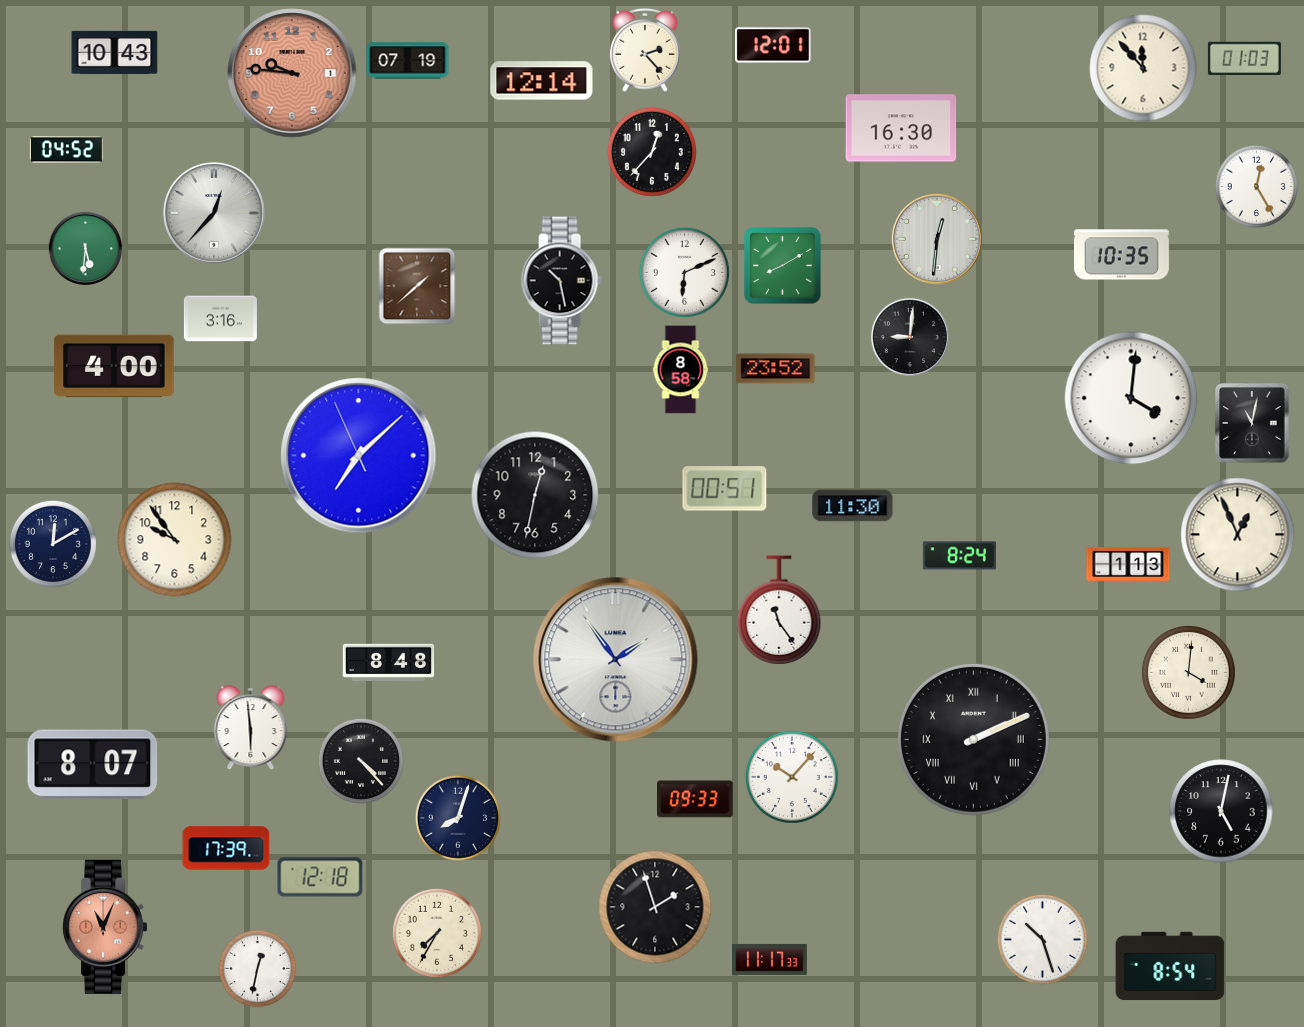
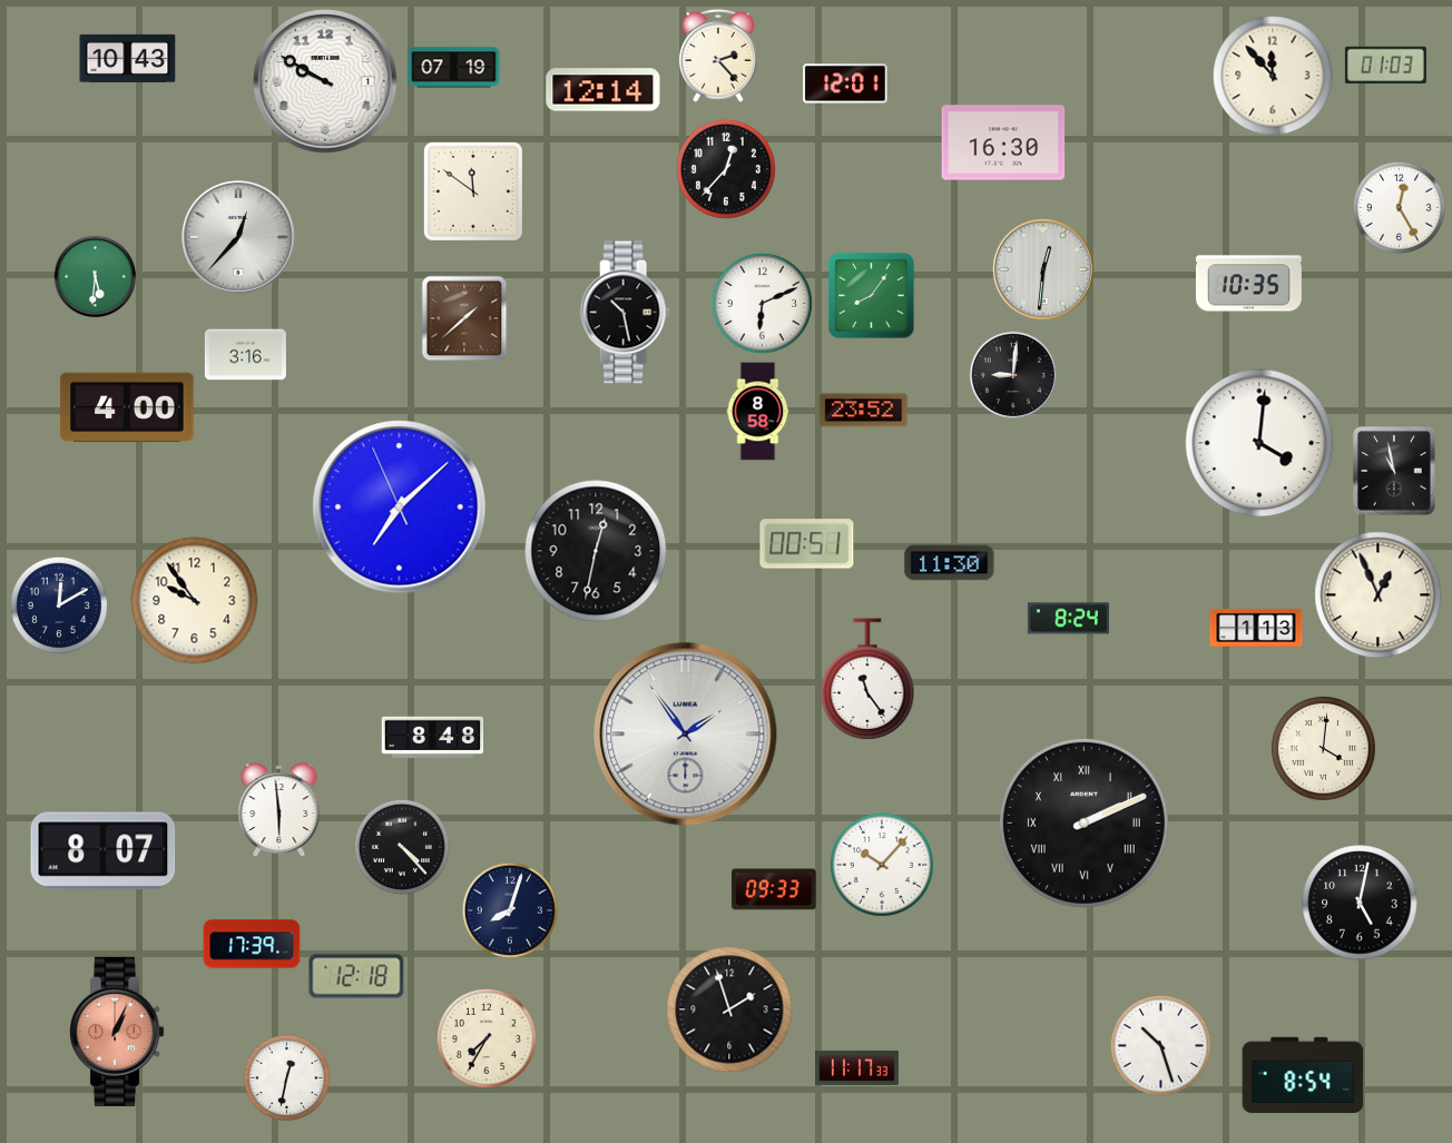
clock at (773, 45) position: (773, 45) -> (845, 83)
clock at (292, 73): 9:46 -> 9:50
clock at (292, 73) dial: salmon -> white
clock at (66, 150): 04:52 -> none
clock at (473, 191): none -> 11:51
clock at (937, 239) position: (937, 239) -> (1043, 269)
clock at (783, 266): 8:10 -> 8:06
clock at (1252, 423): 11:02 -> 10:58
clock at (106, 927): 11:04 -> 1:04
